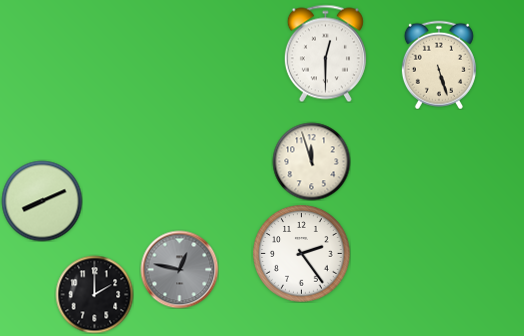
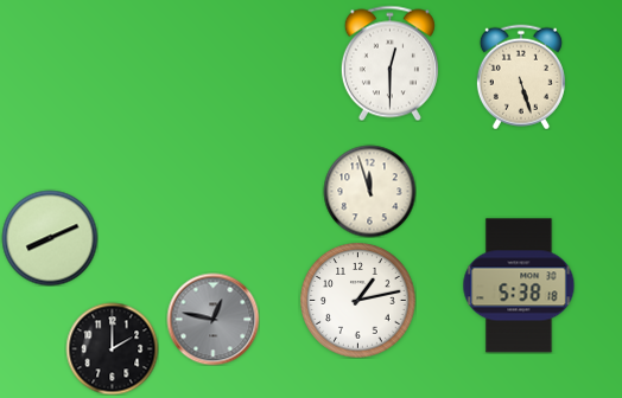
clock at (325, 53) position: (325, 53) -> (389, 63)
clock at (519, 285): none -> 5:38
clock at (302, 254): 2:24 -> 1:13
